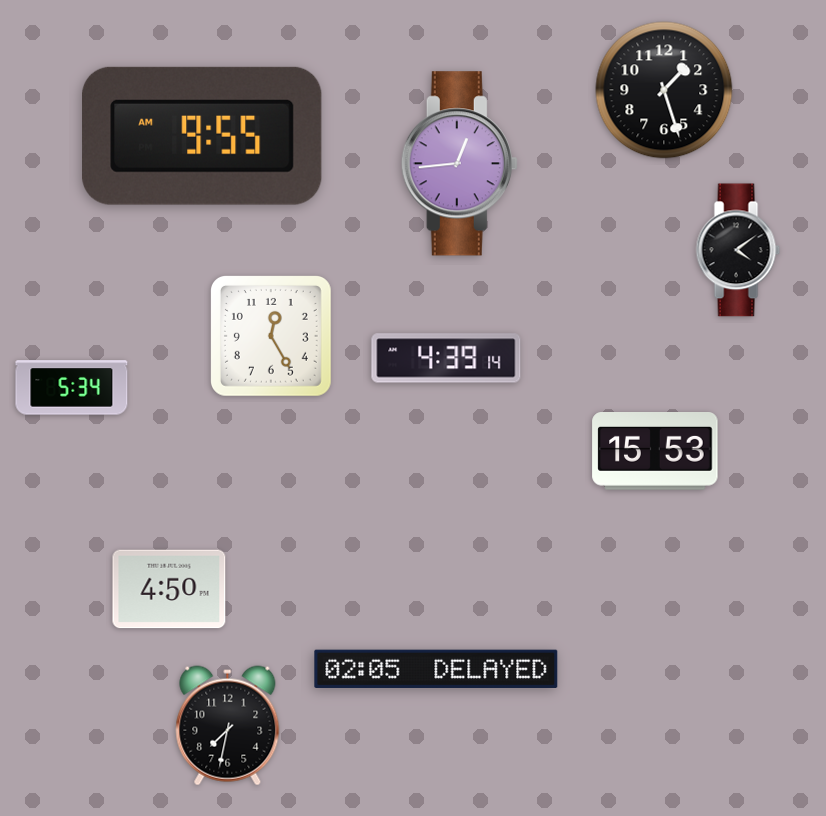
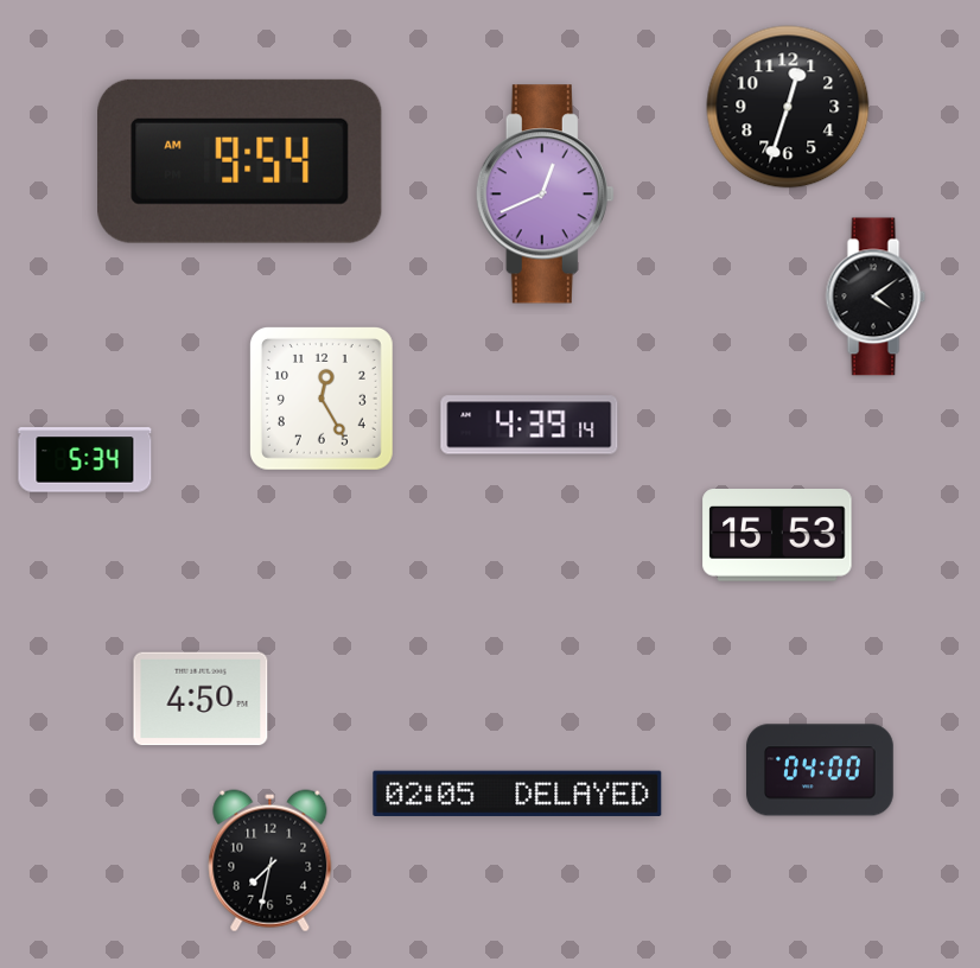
clock at (664, 90): 1:27 -> 12:33
clock at (202, 136): 9:55 -> 9:54
clock at (459, 164): 12:44 -> 12:41
clock at (820, 770): none -> 04:00
